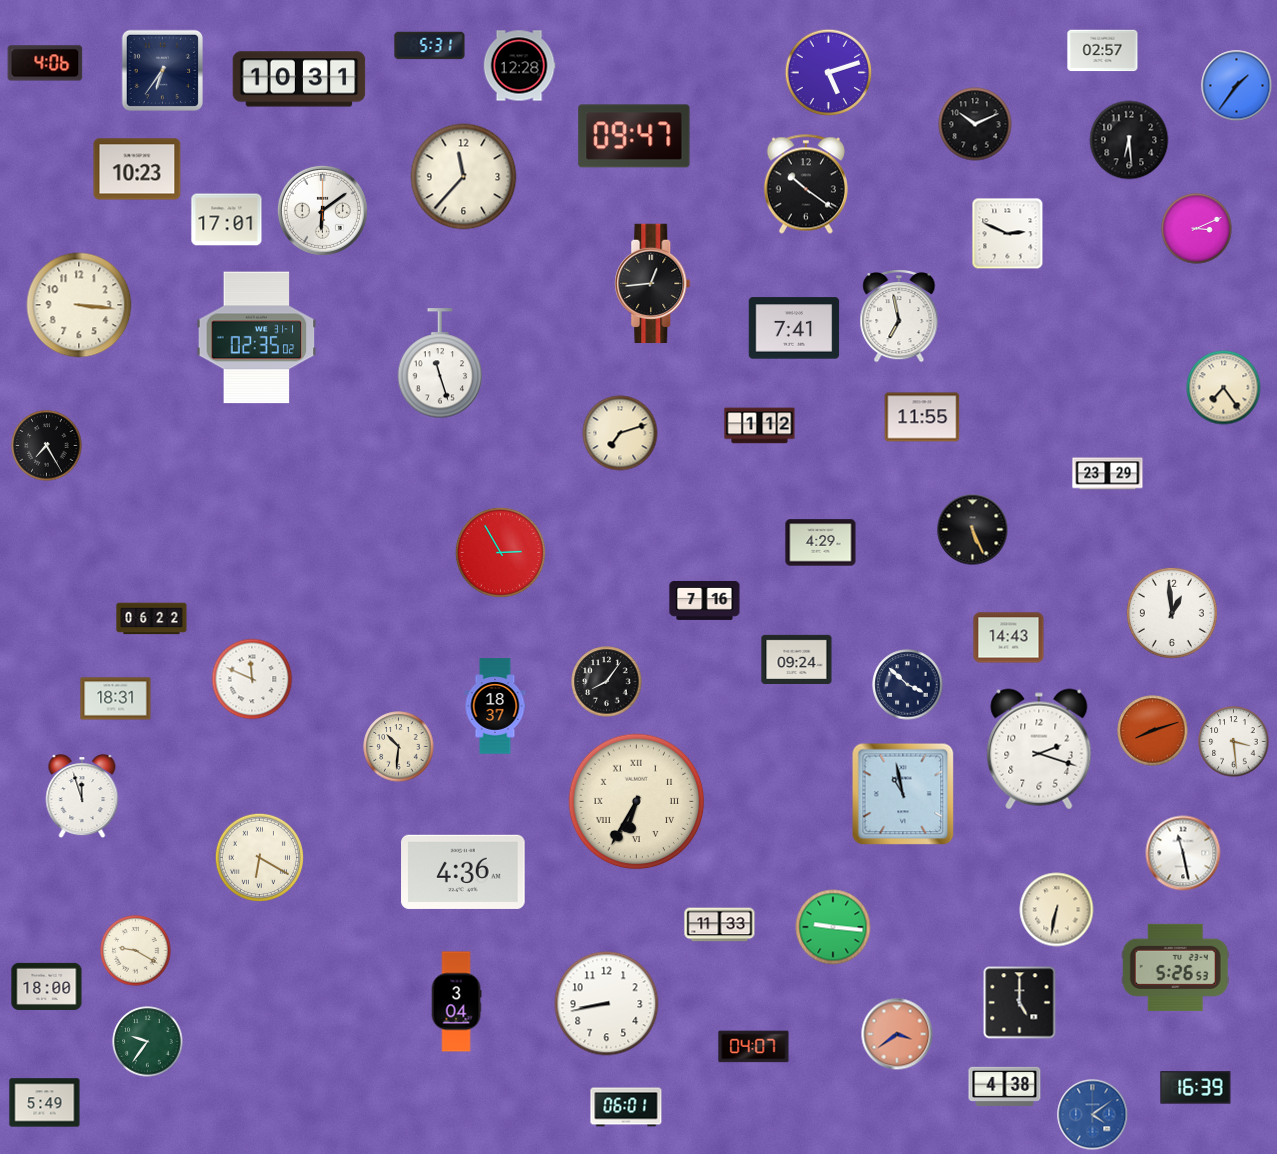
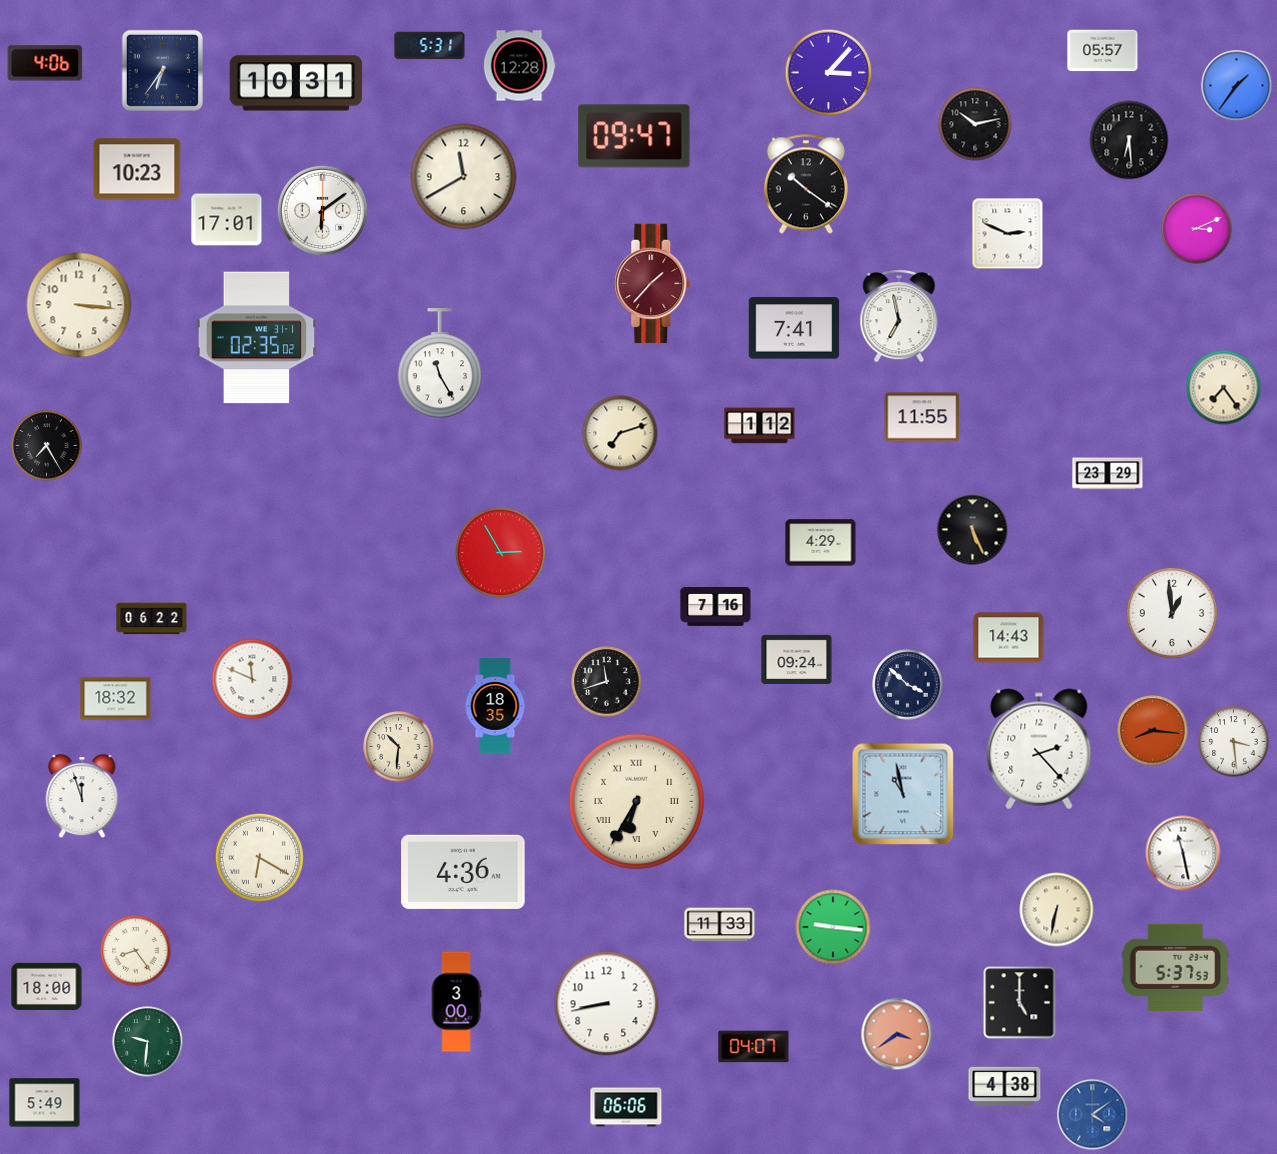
clock at (1103, 51): 02:57 -> 05:57
clock at (829, 73): 5:12 -> 3:07
clock at (299, 79) position: (299, 79) -> (296, 83)
clock at (975, 124): 10:11 -> 10:13
clock at (464, 177): 11:37 -> 11:40
clock at (653, 284): 12:44 -> 1:37
clock at (653, 284) dial: black -> burgundy
clock at (440, 364): 11:27 -> 11:25
clock at (705, 600) position: (705, 600) -> (716, 606)
clock at (607, 682): 8:06 -> 11:42
clock at (116, 699): 18:31 -> 18:32
clock at (495, 706): 18:37 -> 18:35
clock at (1153, 731): 8:12 -> 8:16
clock at (1039, 749): 2:18 -> 2:23
clock at (136, 951): 9:20 -> 8:24
clock at (1175, 967): 5:26 -> 5:37
clock at (456, 1002): 3:04 -> 3:00
clock at (148, 1042): 9:36 -> 9:31
clock at (1196, 1088): 16:39 -> none
clock at (626, 1107): 06:01 -> 06:06
